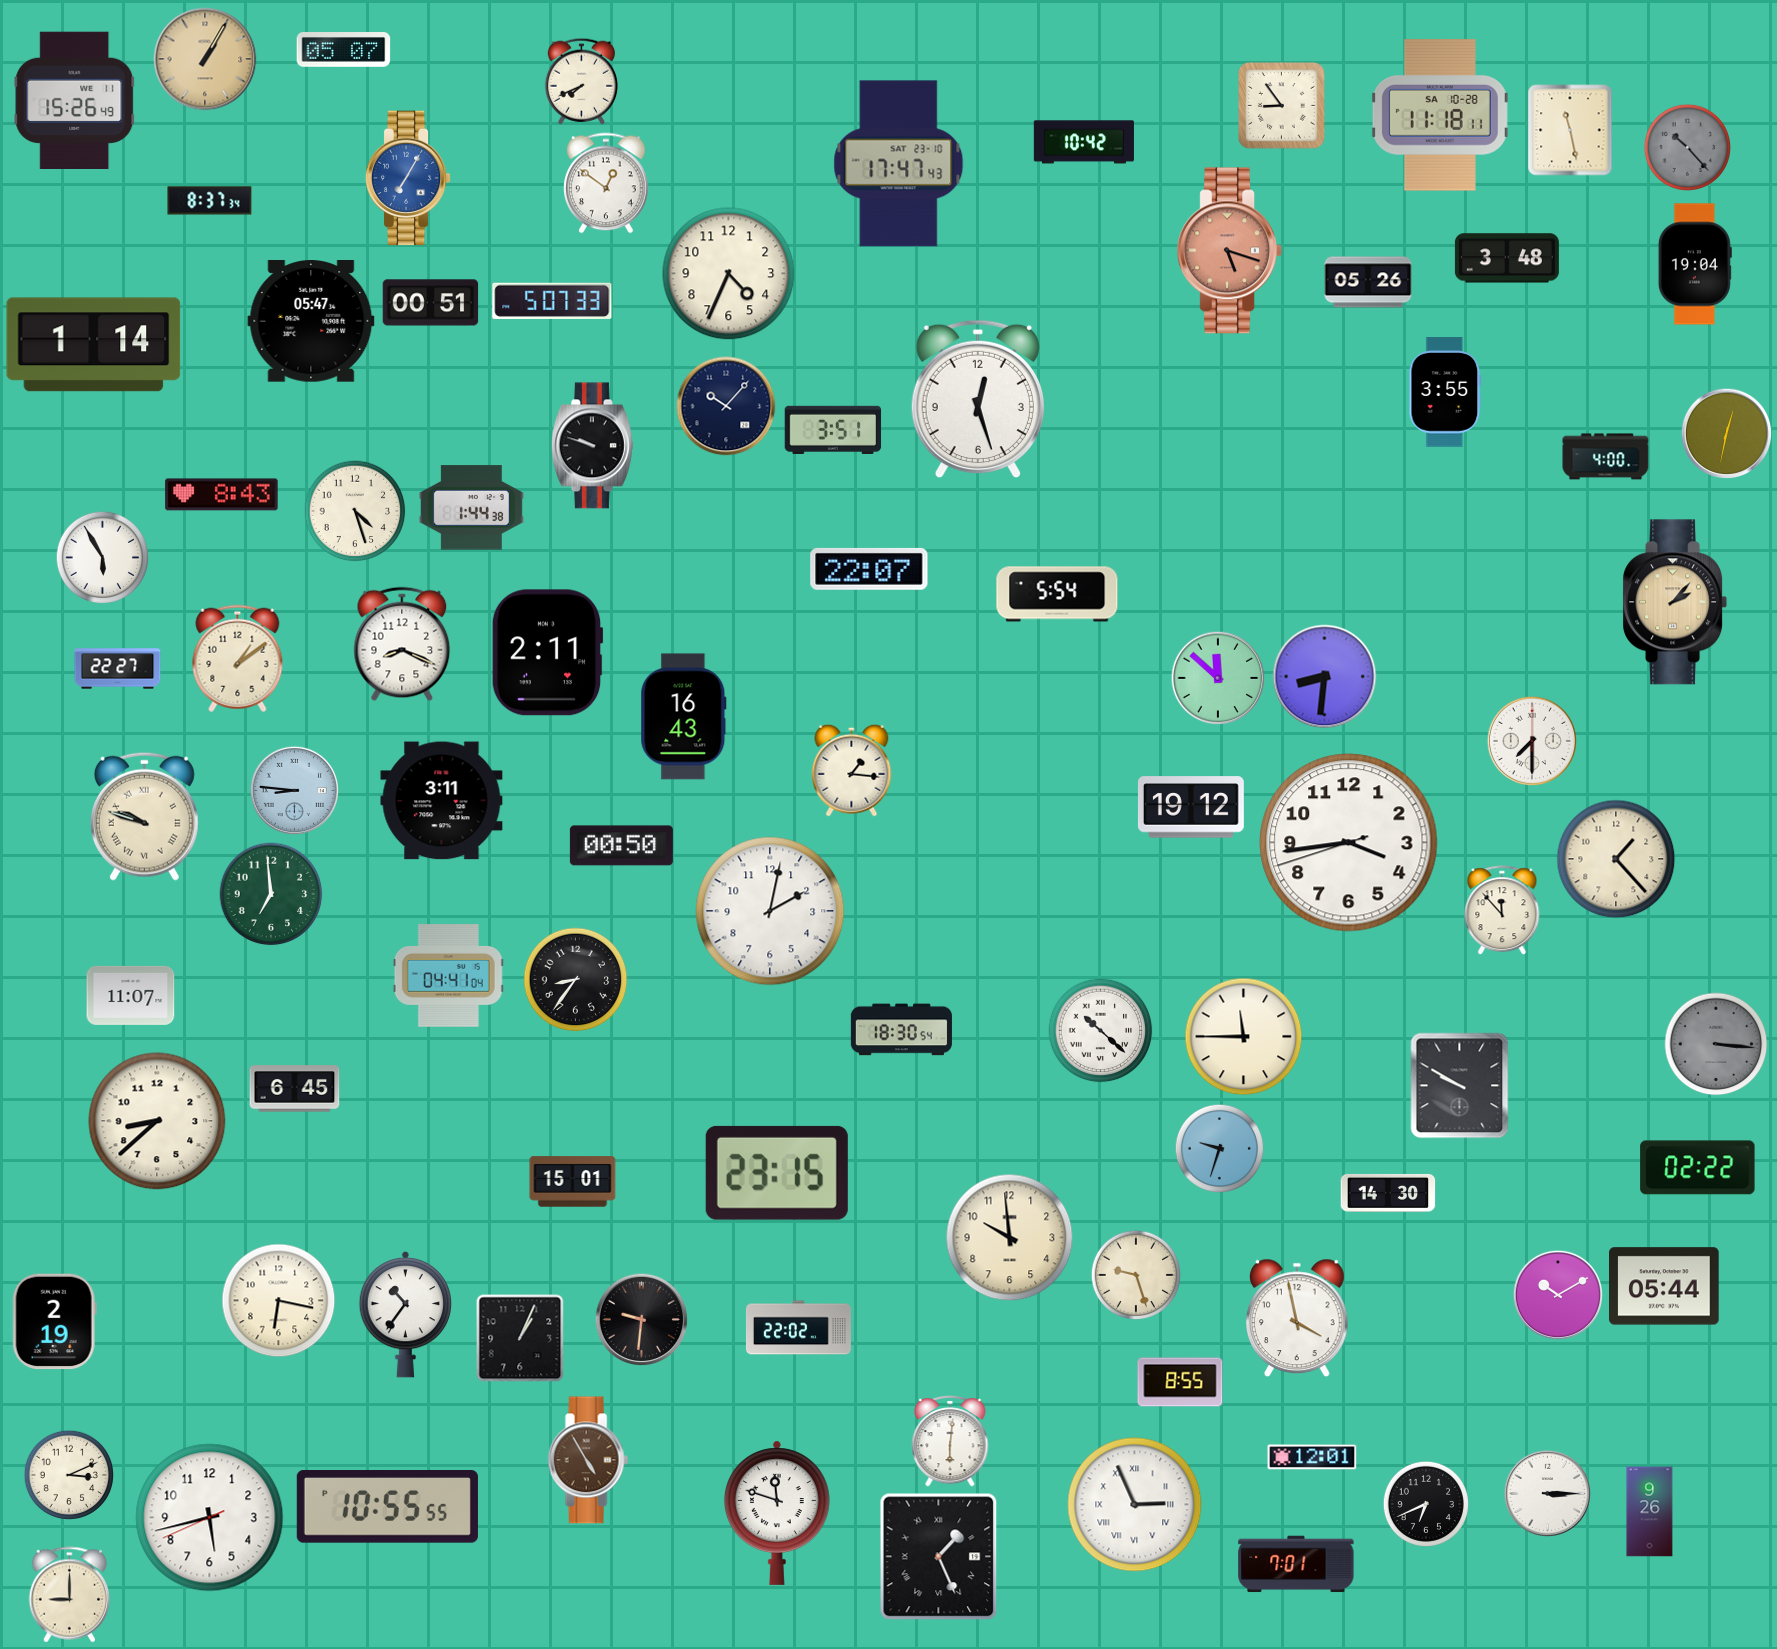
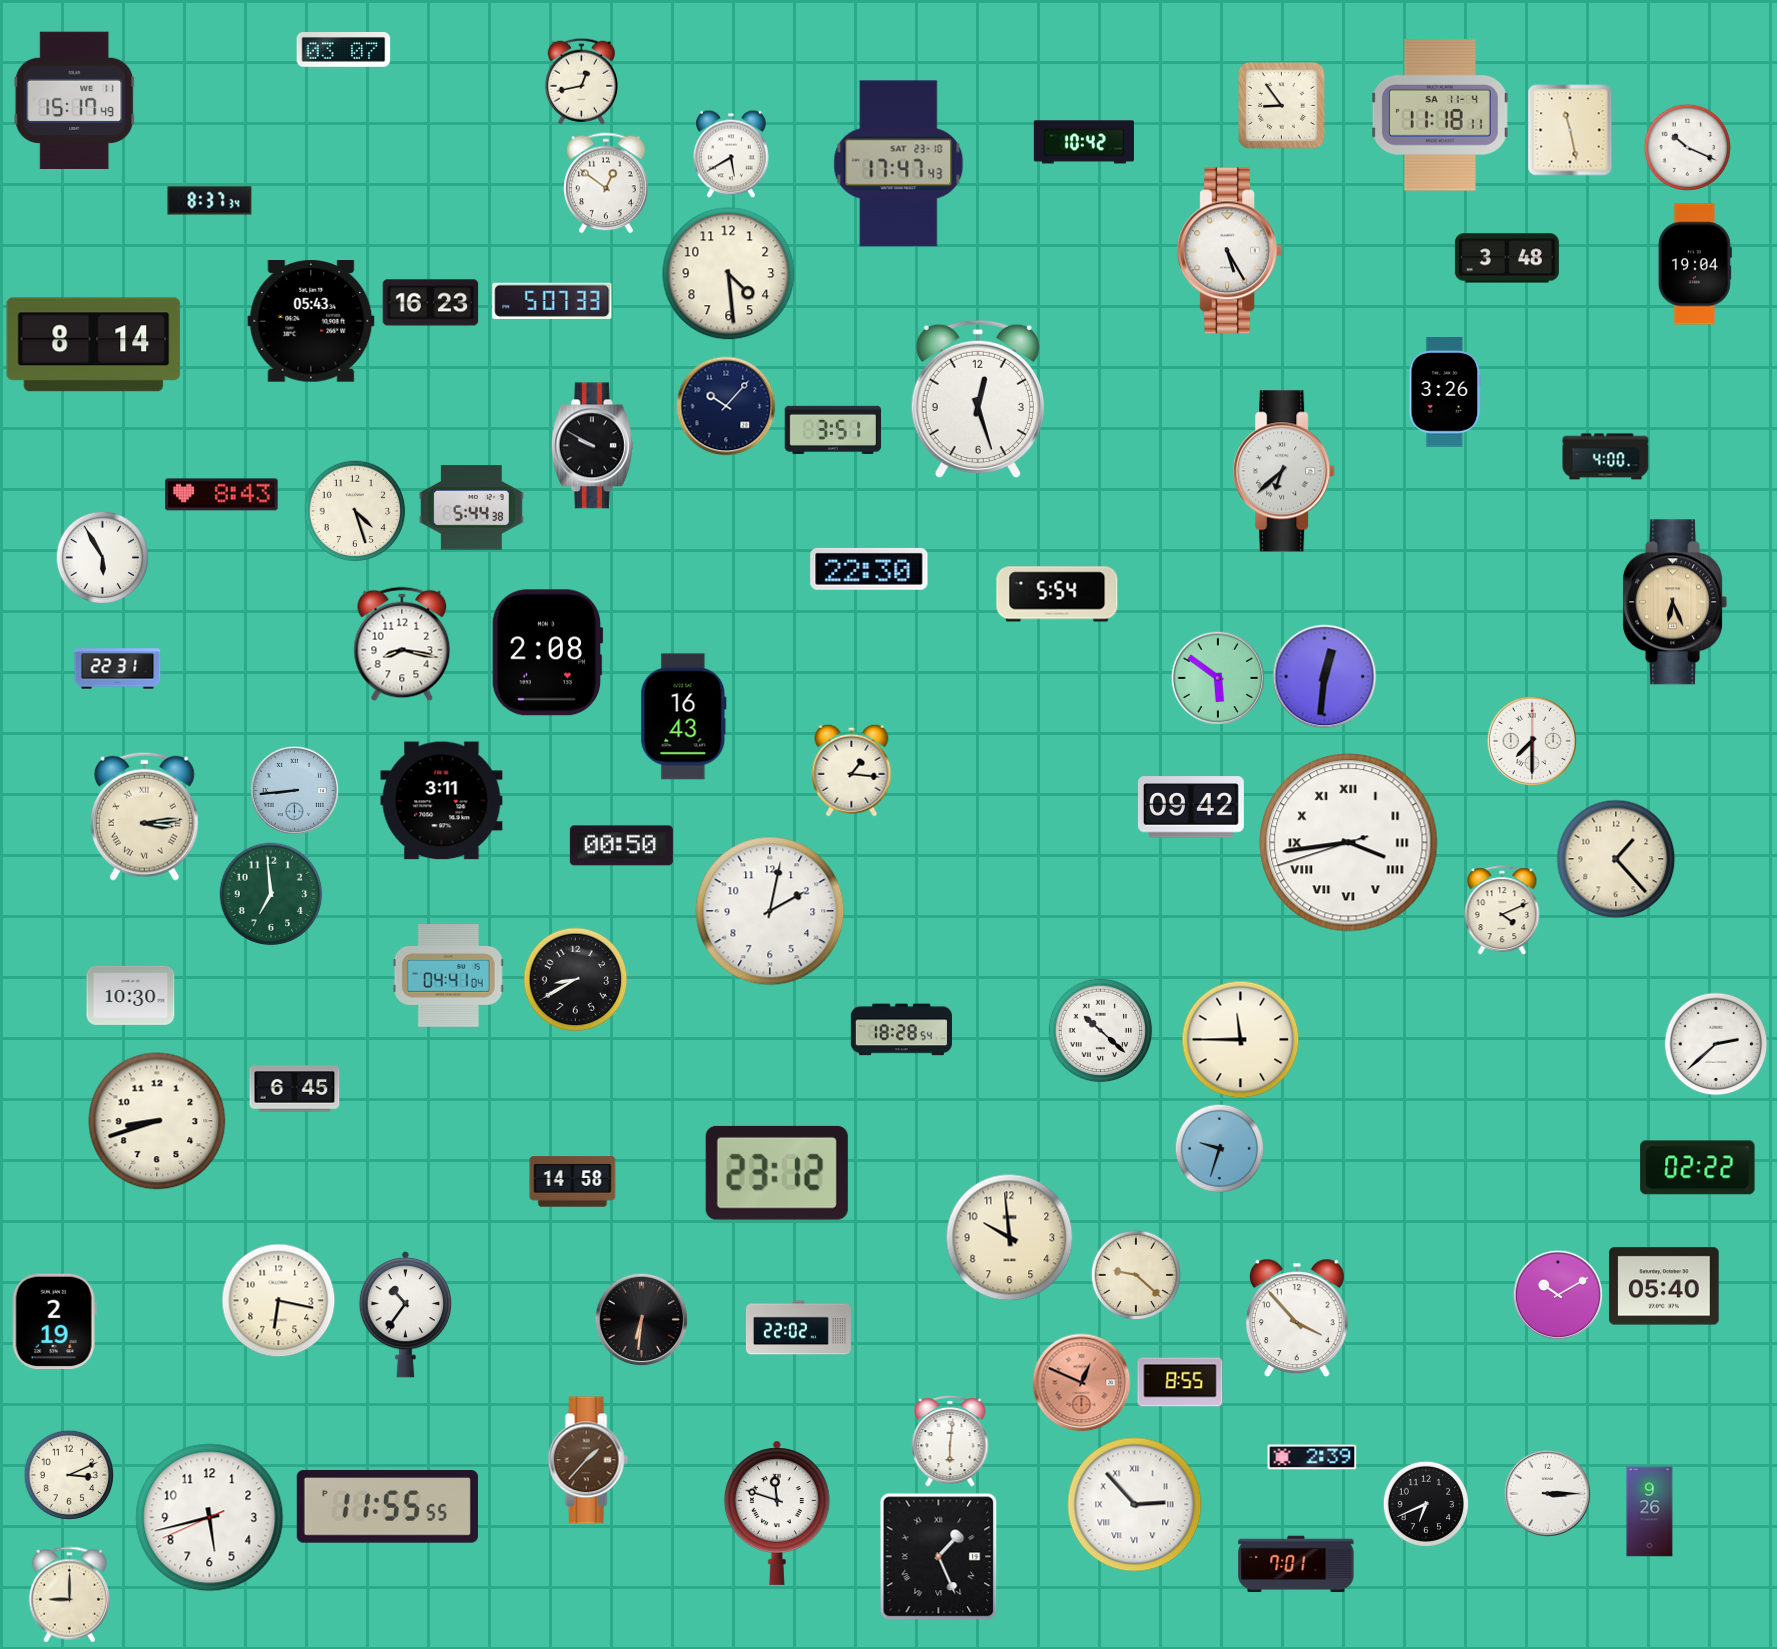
clock at (344, 50): 05:07 -> 03:07
clock at (205, 59): 1:05 -> none
clock at (581, 81): 7:41 -> 12:43
clock at (75, 100): 15:26 -> 15:17
clock at (1440, 115) date: SA 10-28 -> SA 11-4
clock at (1687, 147): 10:23 -> 10:19
clock at (1687, 147) dial: grey -> white
clock at (732, 154): none -> 5:40
clock at (408, 178): 7:05 -> none
clock at (1230, 251): 5:18 -> 5:25
clock at (1230, 251) dial: salmon -> white
clock at (729, 274): 4:34 -> 4:29
clock at (1368, 282): 05:26 -> none
clock at (431, 303): 00:51 -> 16:23
clock at (311, 322): 05:47 -> 05:43
clock at (94, 345): 1:14 -> 8:14
clock at (1445, 392): 3:55 -> 3:26
clock at (1726, 433): 12:32 -> none
clock at (592, 446): 9:48 -> 9:50
clock at (1285, 471): none -> 6:38
clock at (471, 508): 1:44 -> 5:44
clock at (869, 569): 22:07 -> 22:30
clock at (1675, 602): 2:07 -> 6:26
clock at (402, 644): 8:19 -> 8:17
clock at (547, 653): 2:11 -> 2:08
clock at (238, 659): 1:09 -> none
clock at (118, 669): 22:27 -> 22:31
clock at (1325, 677): 8:31 -> 12:31
clock at (1218, 678): 11:52 -> 5:51
clock at (294, 790): 8:46 -> 8:44
clock at (1191, 807): 19:12 -> 09:42
clock at (144, 816): 9:48 -> 3:14
clock at (1349, 843) numerals: Arabic -> Roman
clock at (1502, 910): 11:53 -> 4:11
clock at (576, 980): 8:36 -> 8:40
clock at (131, 995): 11:07 -> 10:30
clock at (901, 1030): 18:30 -> 18:28
clock at (1244, 1037) position: (1244, 1037) -> (1241, 1040)
clock at (1716, 1044): 3:16 -> 2:38
clock at (1716, 1044) dial: grey -> white
clock at (1460, 1086): 9:50 -> none
clock at (157, 1121): 8:38 -> 8:42
clock at (777, 1173): 23:15 -> 23:12
clock at (573, 1182): 15:01 -> 14:58
clock at (1388, 1193): 14:30 -> none
clock at (1135, 1274): 9:27 -> 9:22
clock at (1664, 1286): 05:44 -> 05:40
clock at (1298, 1318): 3:58 -> 3:53
clock at (641, 1319): 9:31 -> 6:31
clock at (520, 1338): 1:04 -> none
clock at (1082, 1383): none -> 12:49
clock at (1312, 1457): 12:01 -> 2:39
clock at (588, 1460): 4:55 -> 1:37
clock at (1135, 1505): 2:56 -> 2:53
clock at (387, 1507): 10:55 -> 11:55
